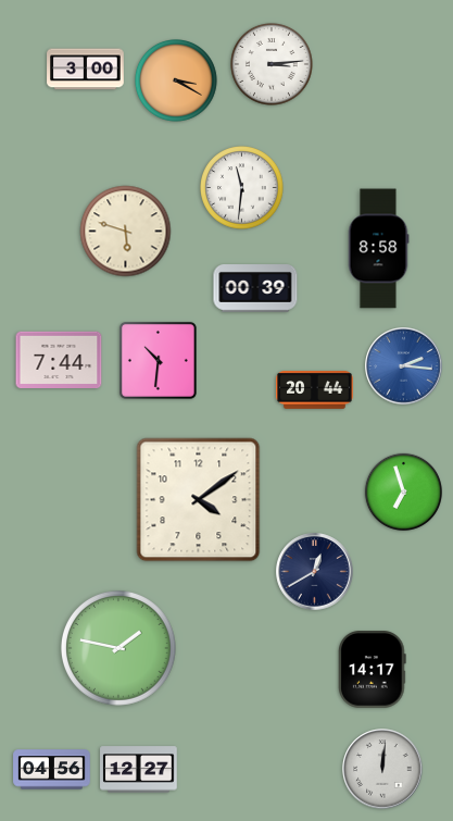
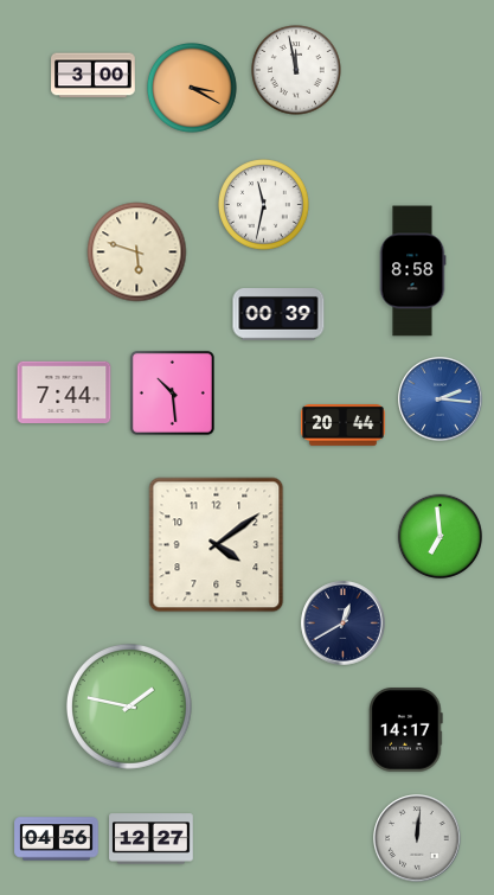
clock at (273, 65): 3:14 -> 11:58
clock at (242, 188): 11:31 -> 11:32
clock at (158, 360): 10:31 -> 10:29
clock at (403, 492): 6:57 -> 6:59
